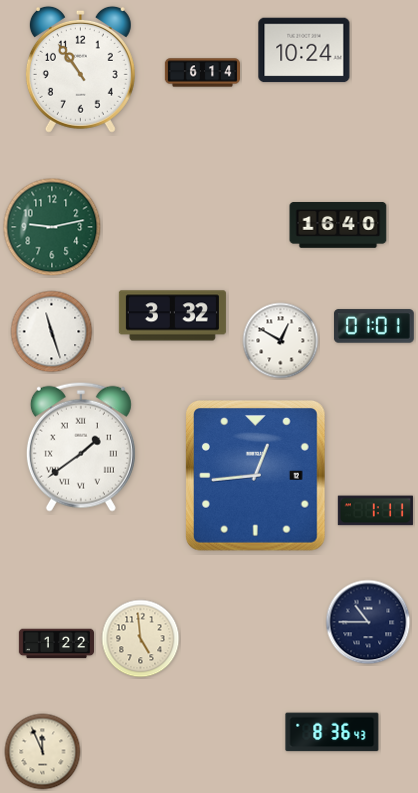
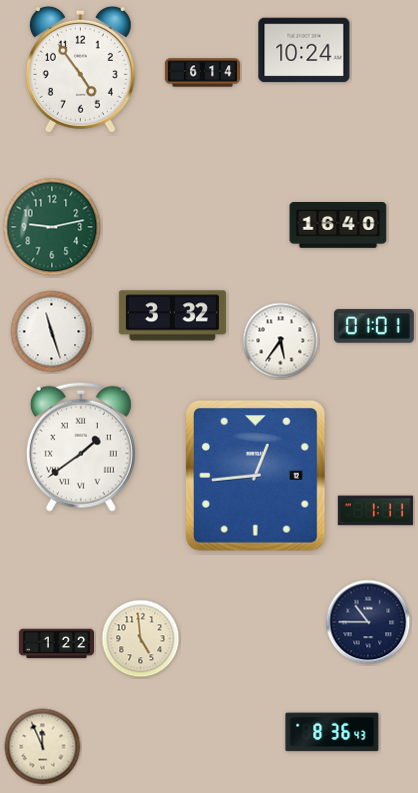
clock at (80, 69): 10:54 -> 4:54
clock at (281, 341): 12:50 -> 5:36
clock at (43, 752) position: (43, 752) -> (43, 747)
